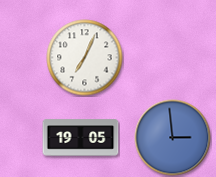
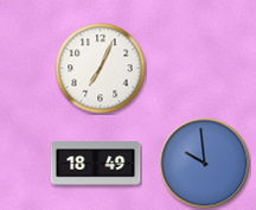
clock at (81, 138): 19:05 -> 18:49
clock at (173, 138): 2:59 -> 9:59
